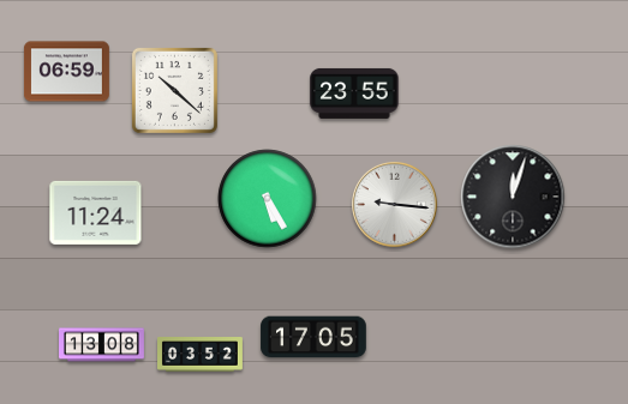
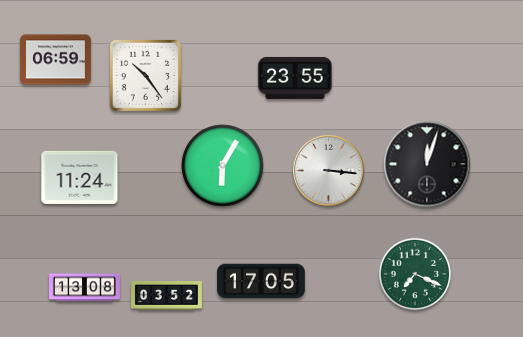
clock at (174, 90): 10:22 -> 10:24
clock at (268, 199): 5:25 -> 6:05
clock at (394, 204): 9:16 -> 3:16
clock at (415, 274): none -> 7:19
